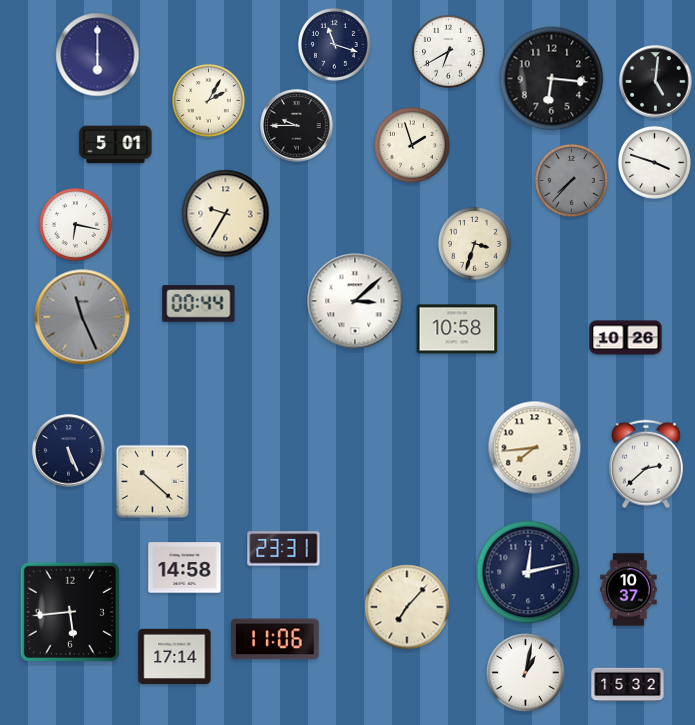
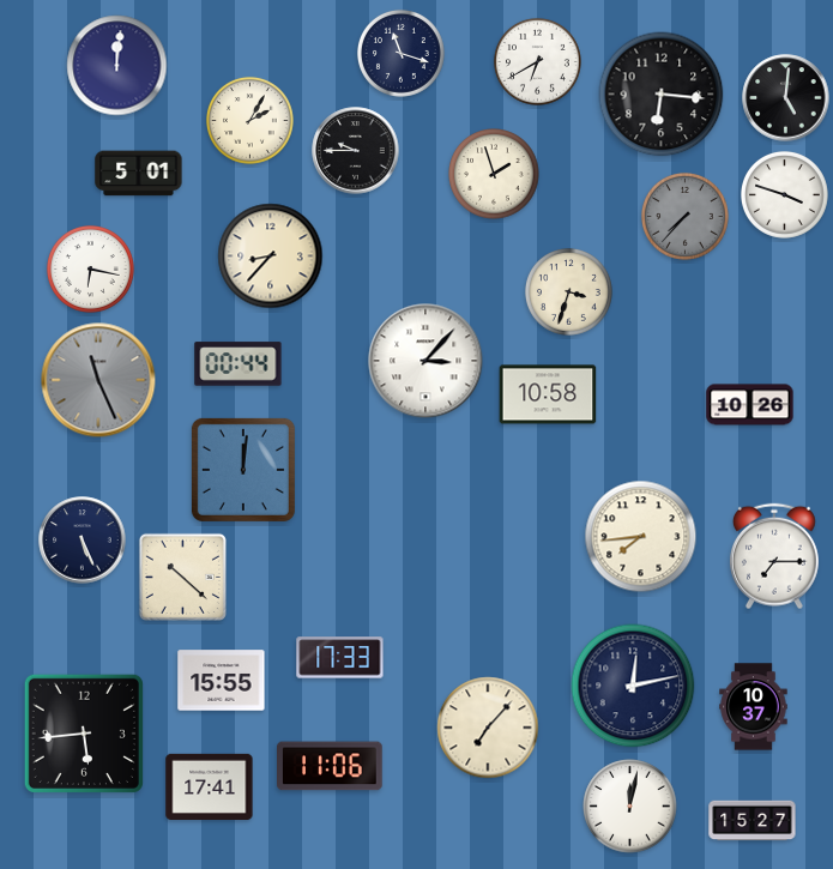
clock at (98, 55): 6:00 -> 12:01
clock at (226, 214): 9:35 -> 8:37
clock at (355, 301): 3:08 -> 3:07
clock at (243, 470): none -> 12:01
clock at (646, 464): 2:38 -> 7:15
clock at (284, 549): 23:31 -> 17:33
clock at (185, 568): 14:58 -> 15:55
clock at (175, 656): 17:14 -> 17:41
clock at (526, 673): 1:02 -> 12:02
clock at (628, 685): 15:32 -> 15:27
